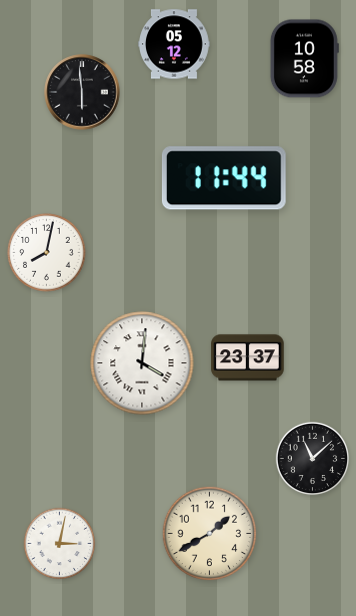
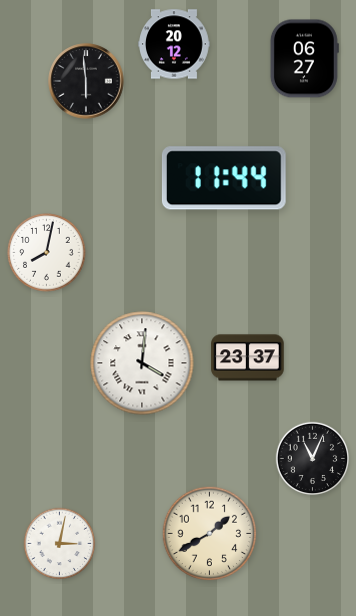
clock at (175, 44): 05:12 -> 20:12
clock at (304, 59): 10:58 -> 06:27
clock at (82, 92) position: (82, 92) -> (86, 81)
clock at (313, 459): 11:08 -> 11:04
